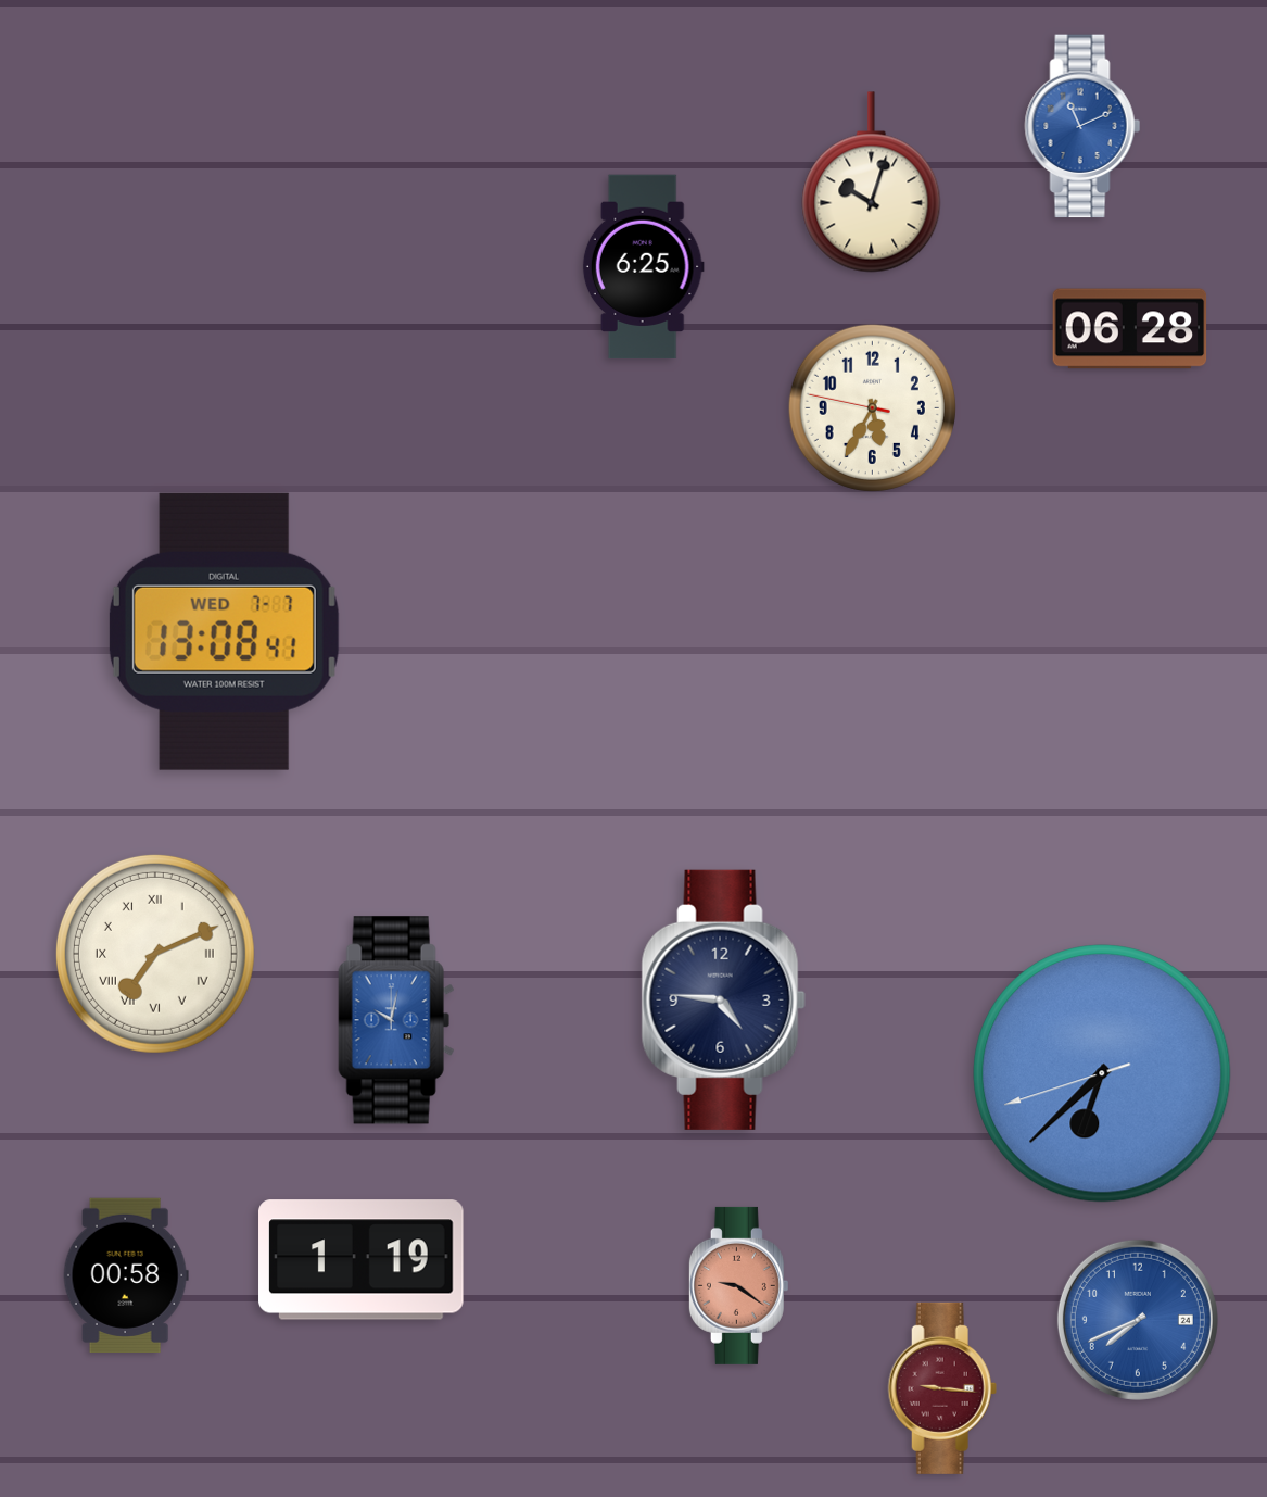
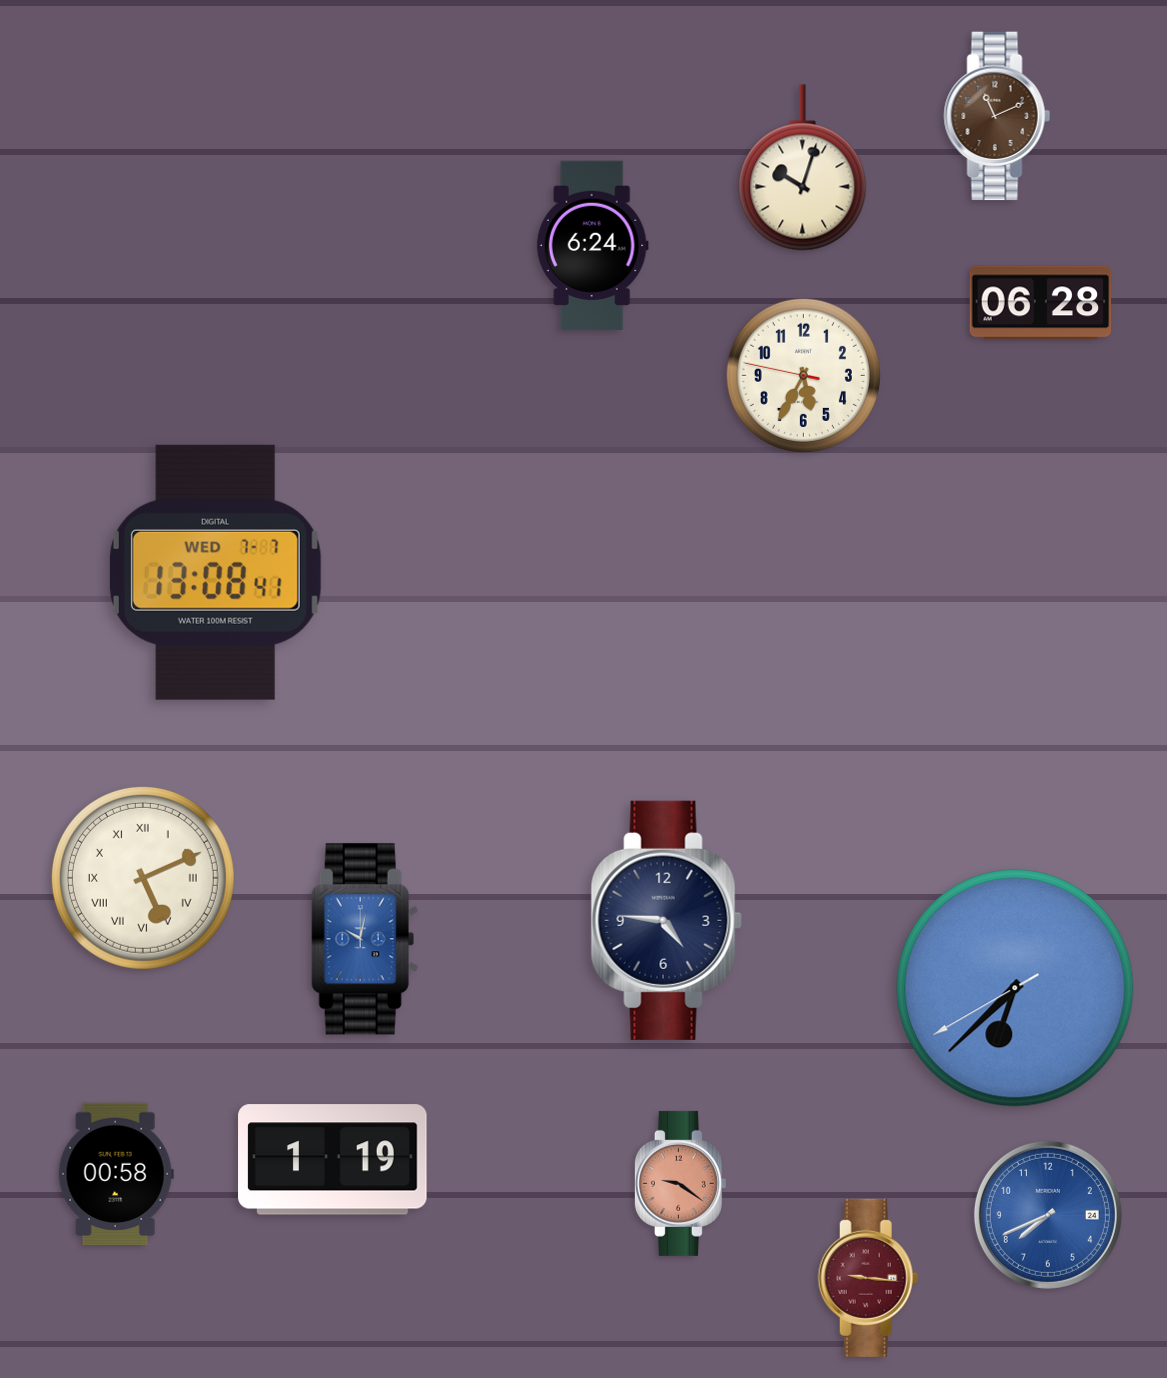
clock at (1082, 126) dial: blue -> brown
clock at (643, 267): 6:25 -> 6:24
clock at (224, 631) position: (224, 631) -> (215, 572)
clock at (155, 954): 7:11 -> 5:11
clock at (1102, 1073): 6:37:42 -> 6:37:40
